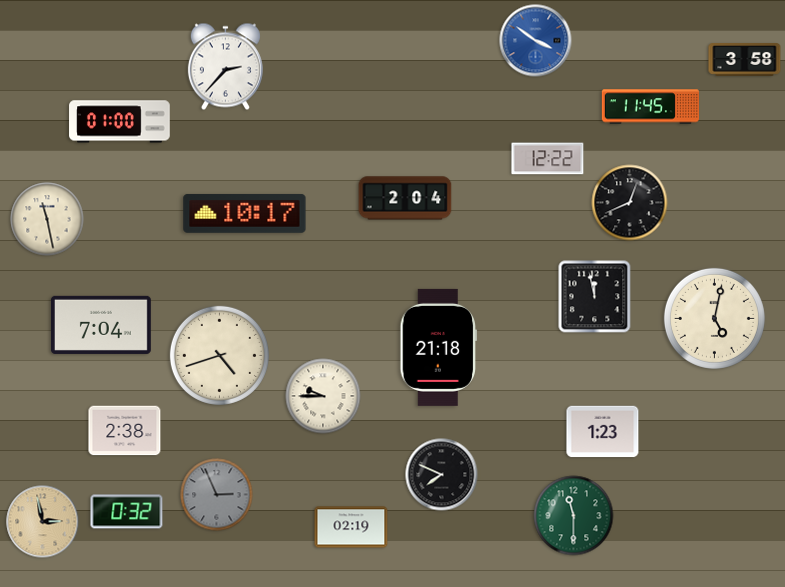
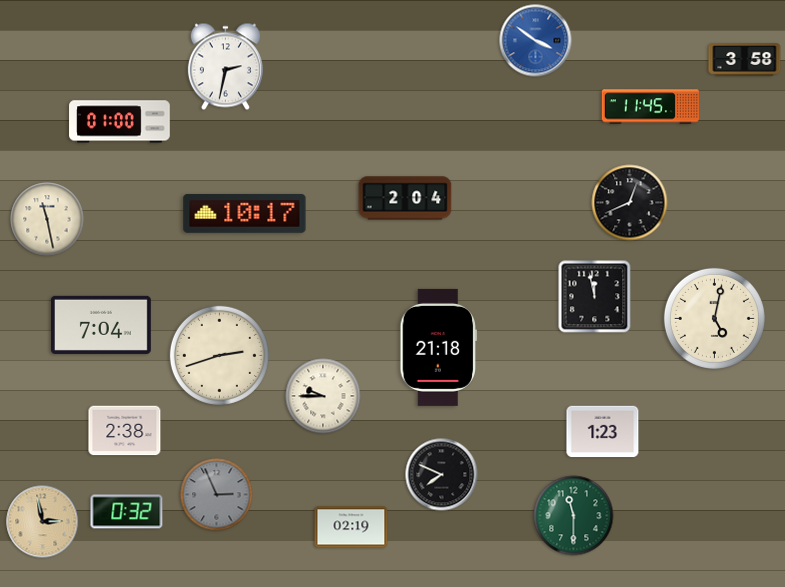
clock at (225, 67): 2:37 -> 2:32
clock at (548, 159): 12:22 -> none
clock at (219, 355): 4:42 -> 2:42
